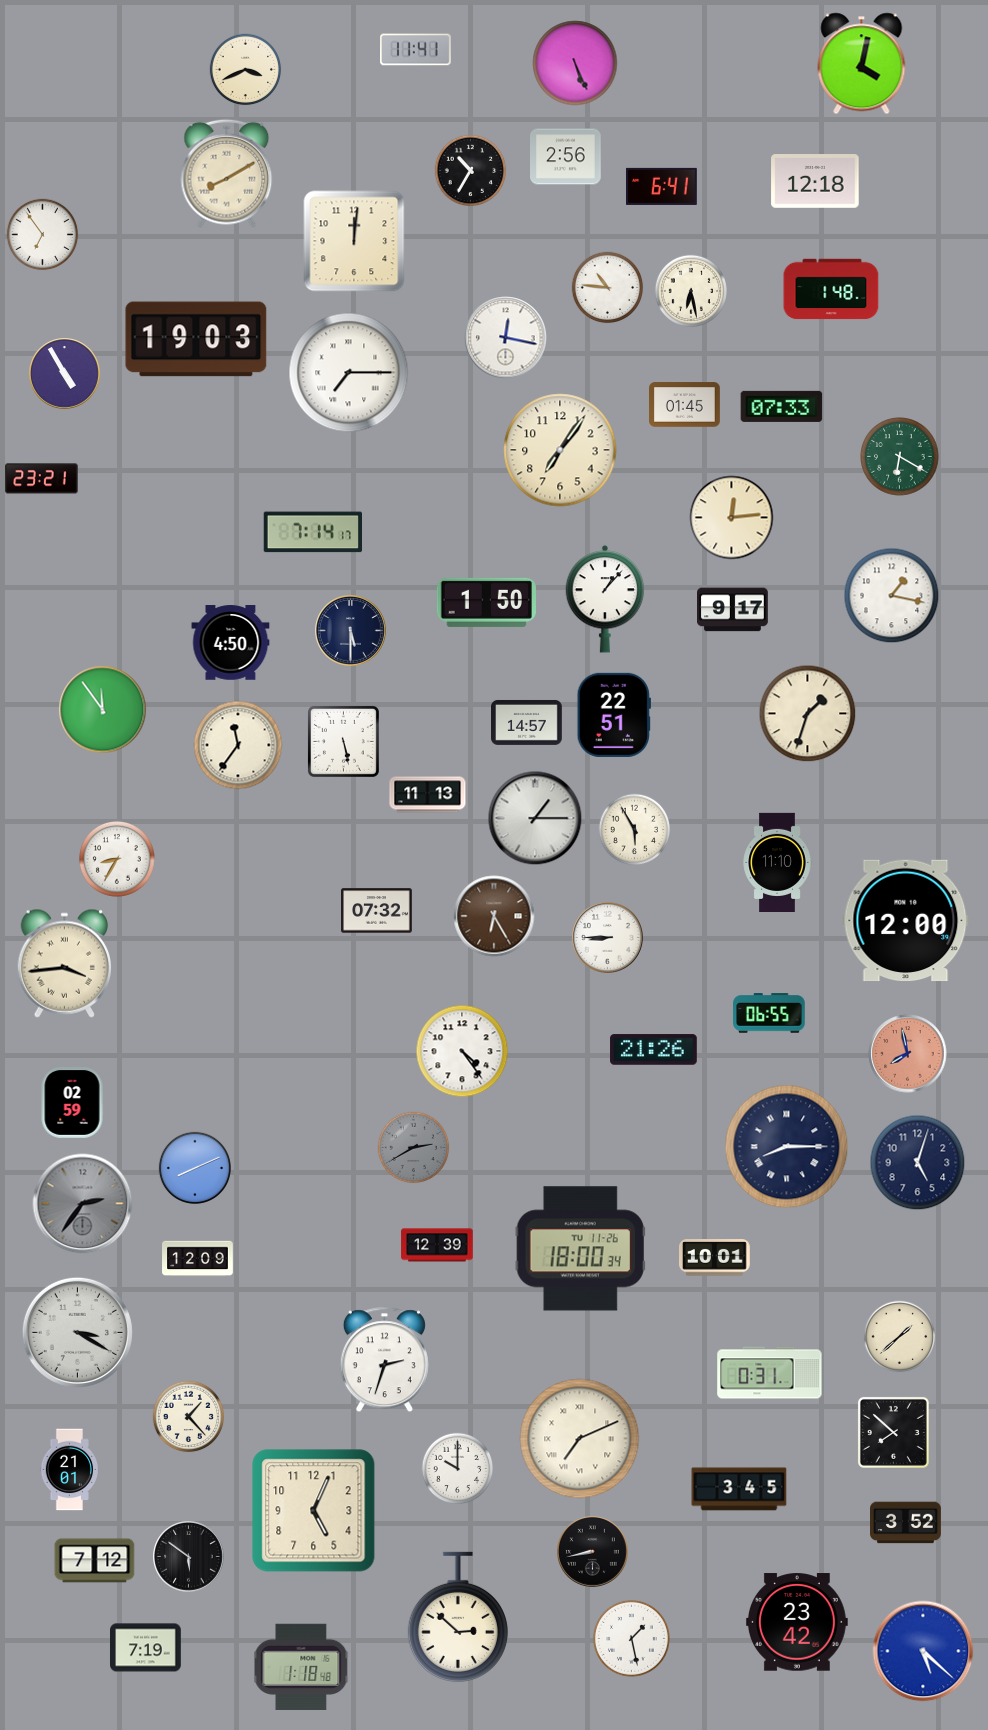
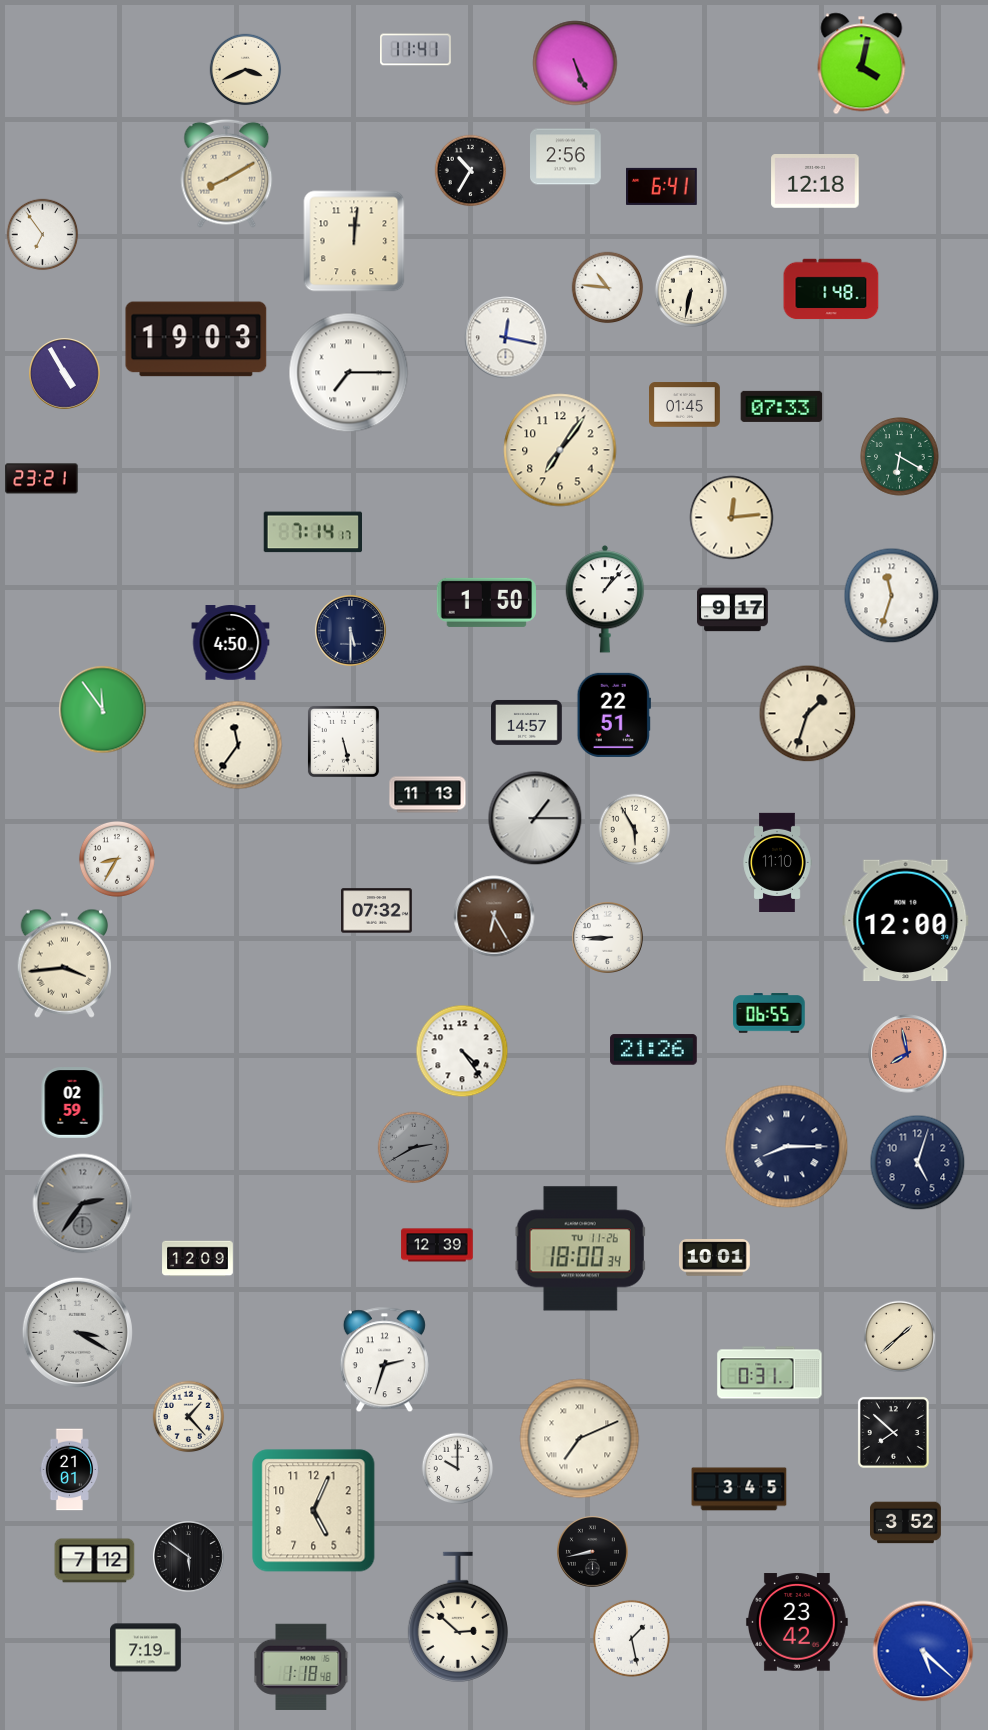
clock at (690, 290): 6:28 -> 6:32
clock at (892, 596): 1:17 -> 11:33
clock at (194, 1167): 8:11 -> none
